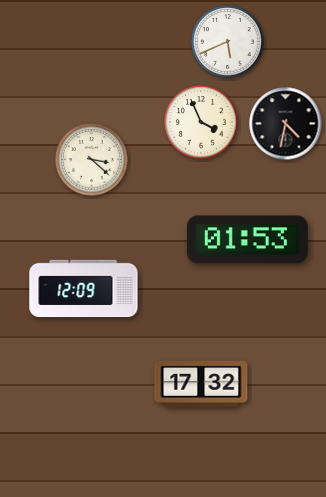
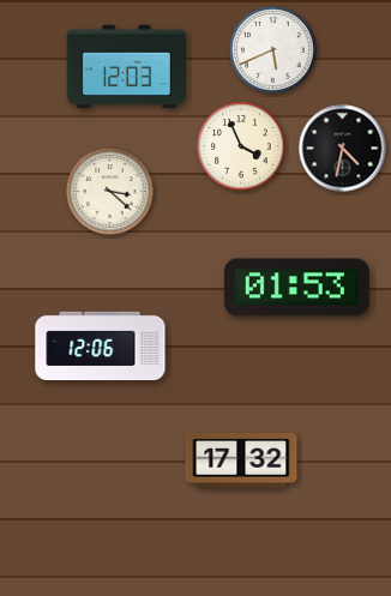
clock at (126, 67): none -> 12:03
clock at (84, 289): 12:09 -> 12:06
